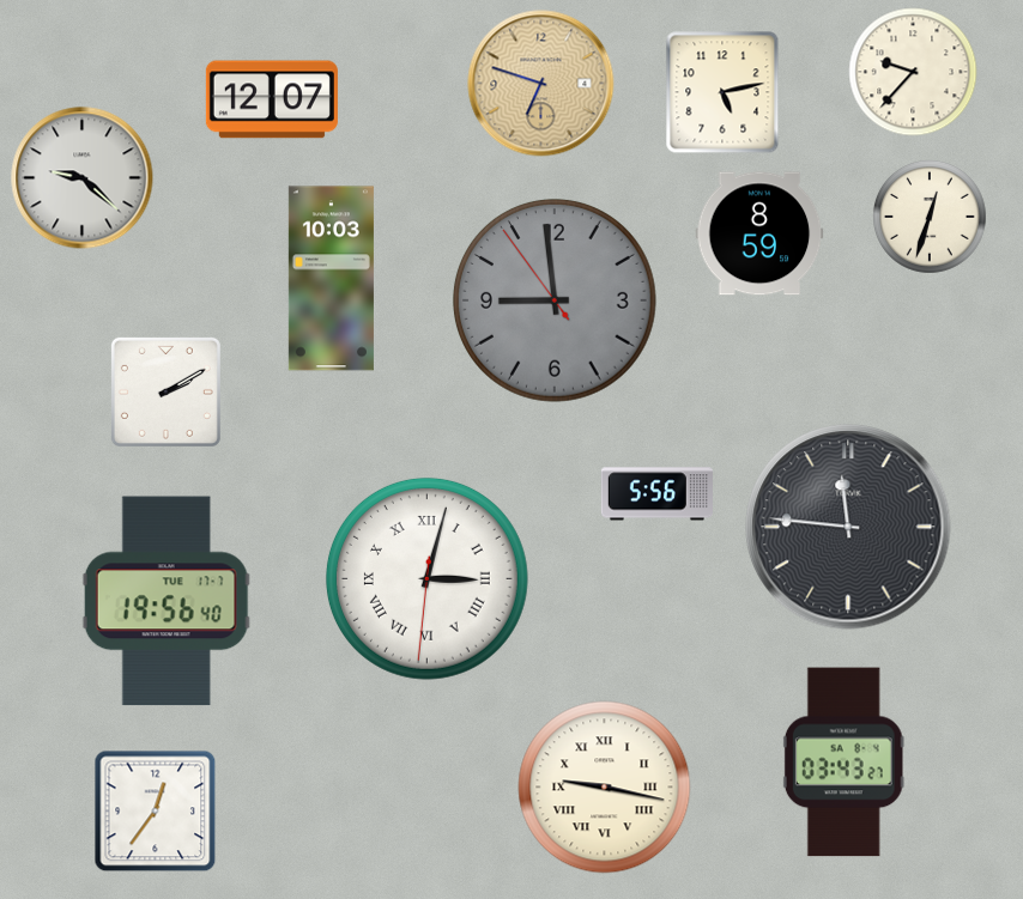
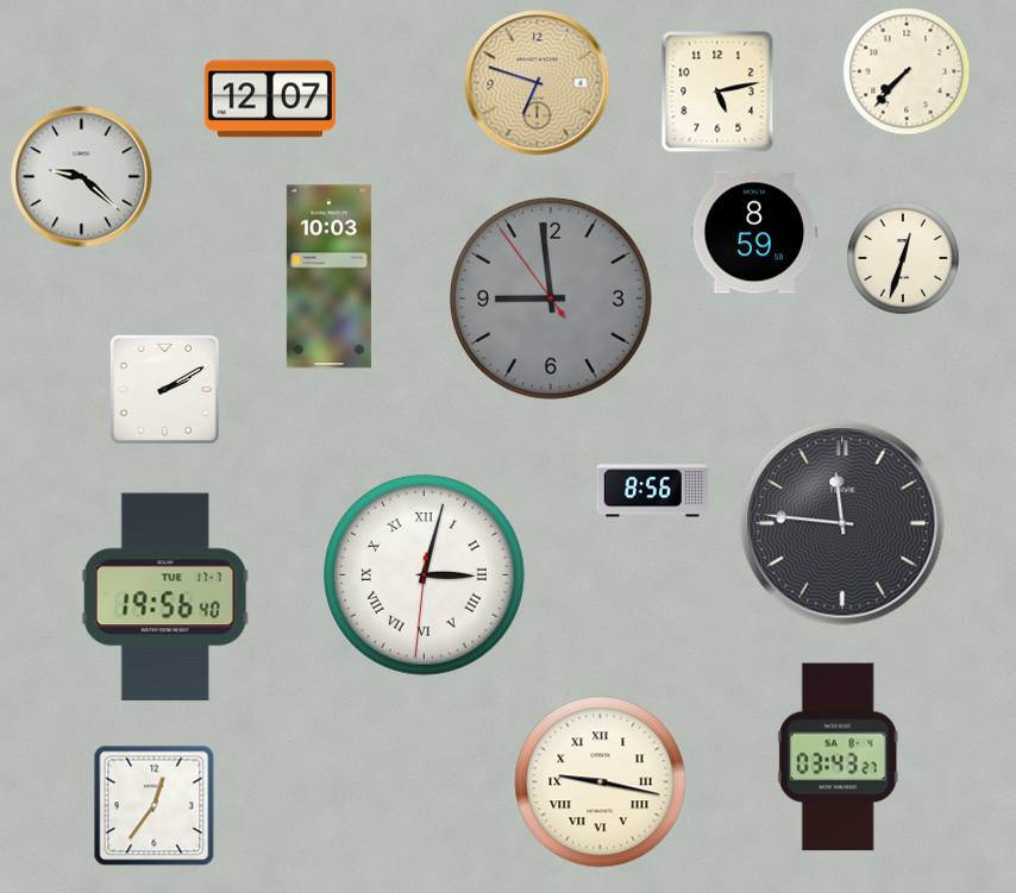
clock at (913, 72): 9:37 -> 7:37
clock at (931, 218) position: (931, 218) -> (904, 259)
clock at (656, 494): 5:56 -> 8:56
